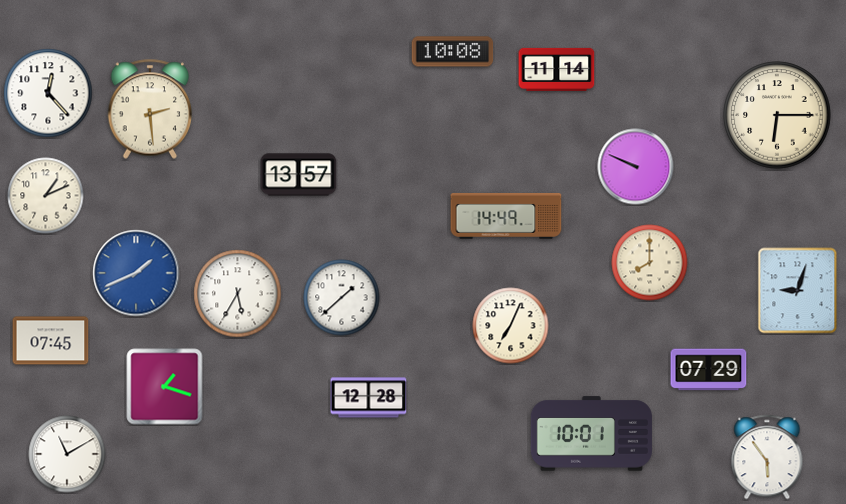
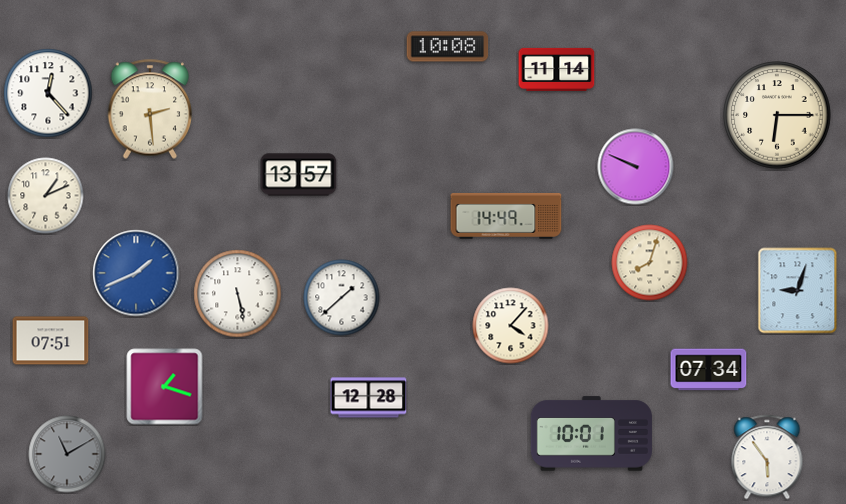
clock at (453, 52) position: (453, 52) -> (448, 47)
clock at (650, 263): 8:00 -> 8:03
clock at (238, 294): 5:35 -> 5:28
clock at (511, 326): 7:04 -> 4:07
clock at (51, 341): 07:45 -> 07:51
clock at (709, 370): 07:29 -> 07:34
clock at (67, 454) dial: white -> grey
